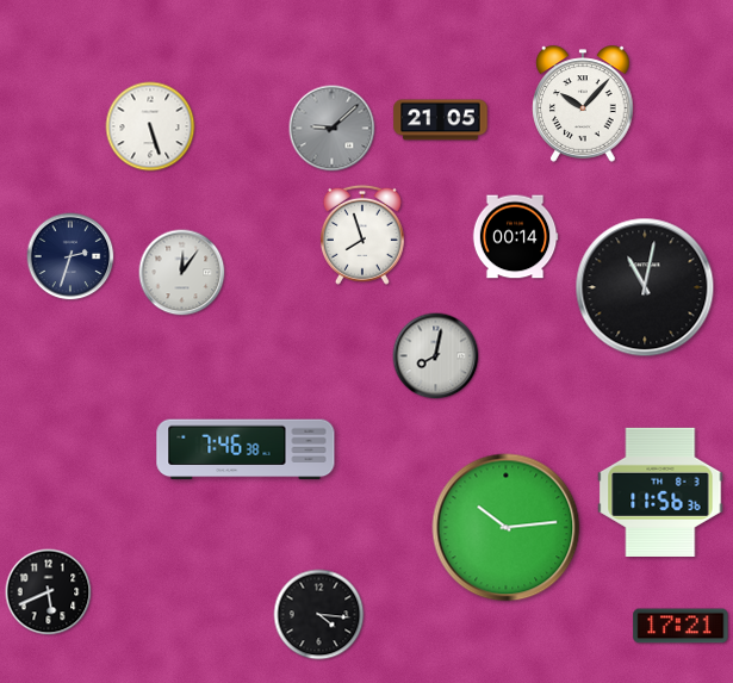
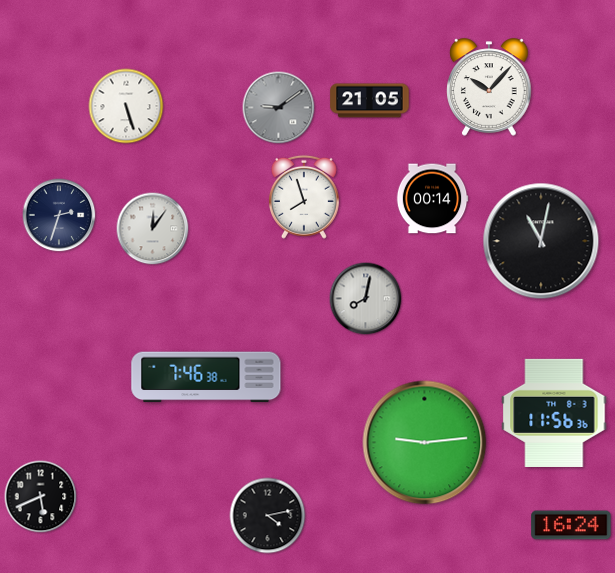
clock at (333, 129): 9:08 -> 9:09
clock at (507, 528): 10:14 -> 9:14
clock at (319, 615): 4:16 -> 4:13
clock at (681, 626): 17:21 -> 16:24
